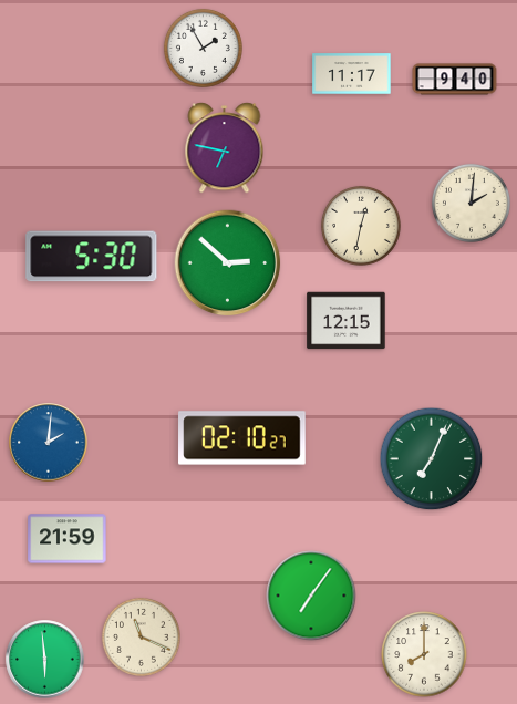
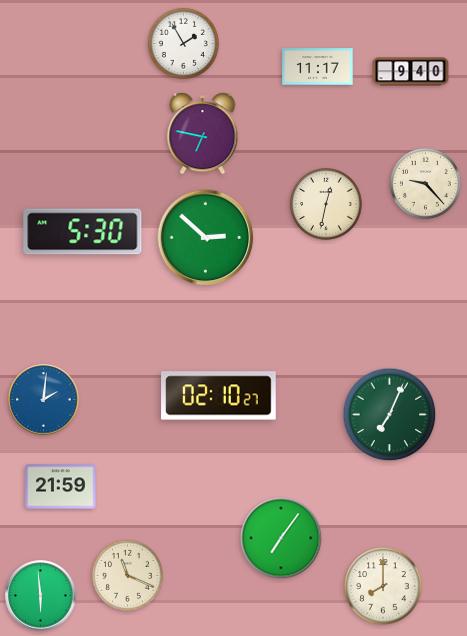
clock at (471, 203): 2:01 -> 9:23
clock at (347, 321): 12:15 -> none
clock at (424, 654) position: (424, 654) -> (383, 586)
